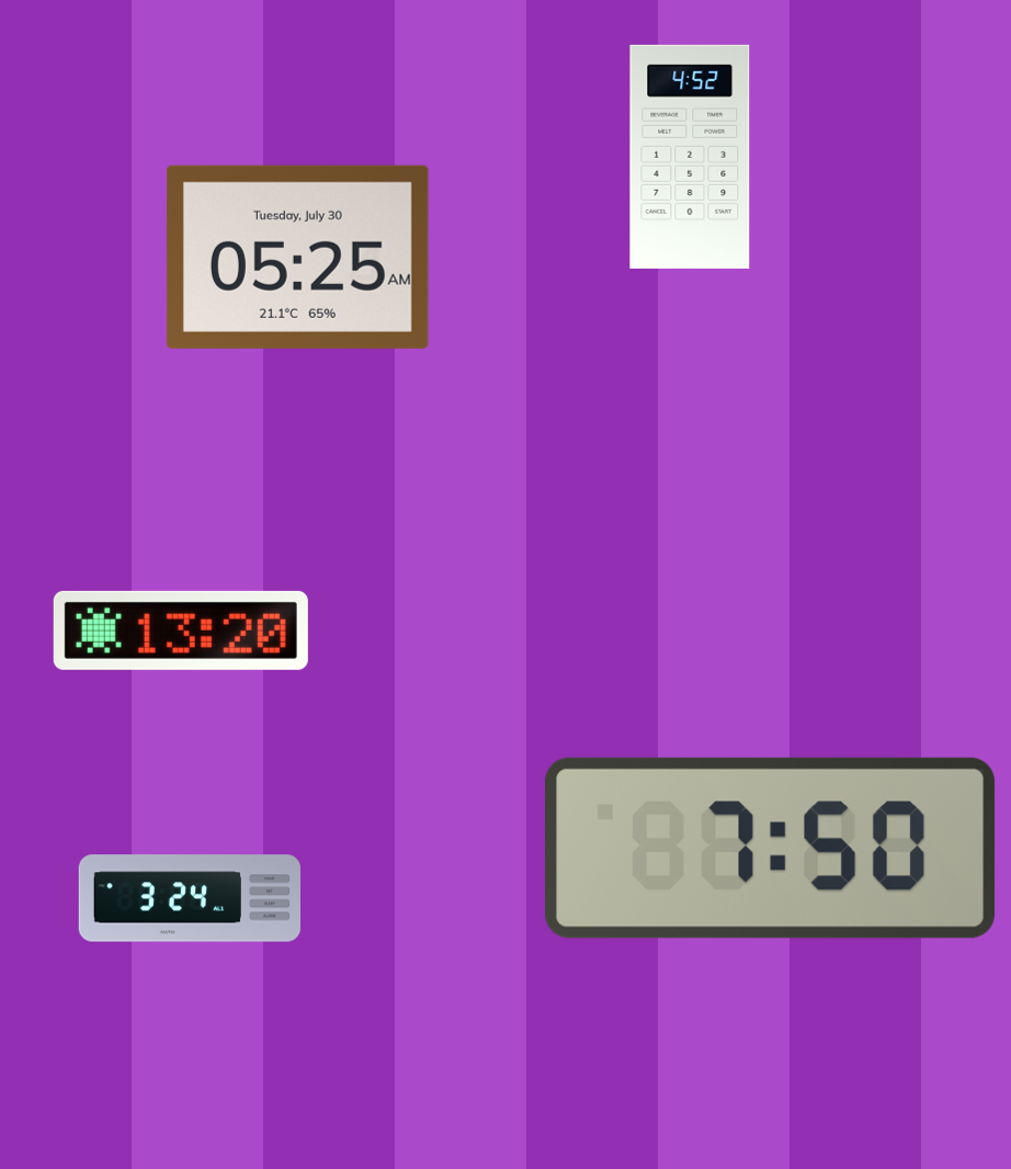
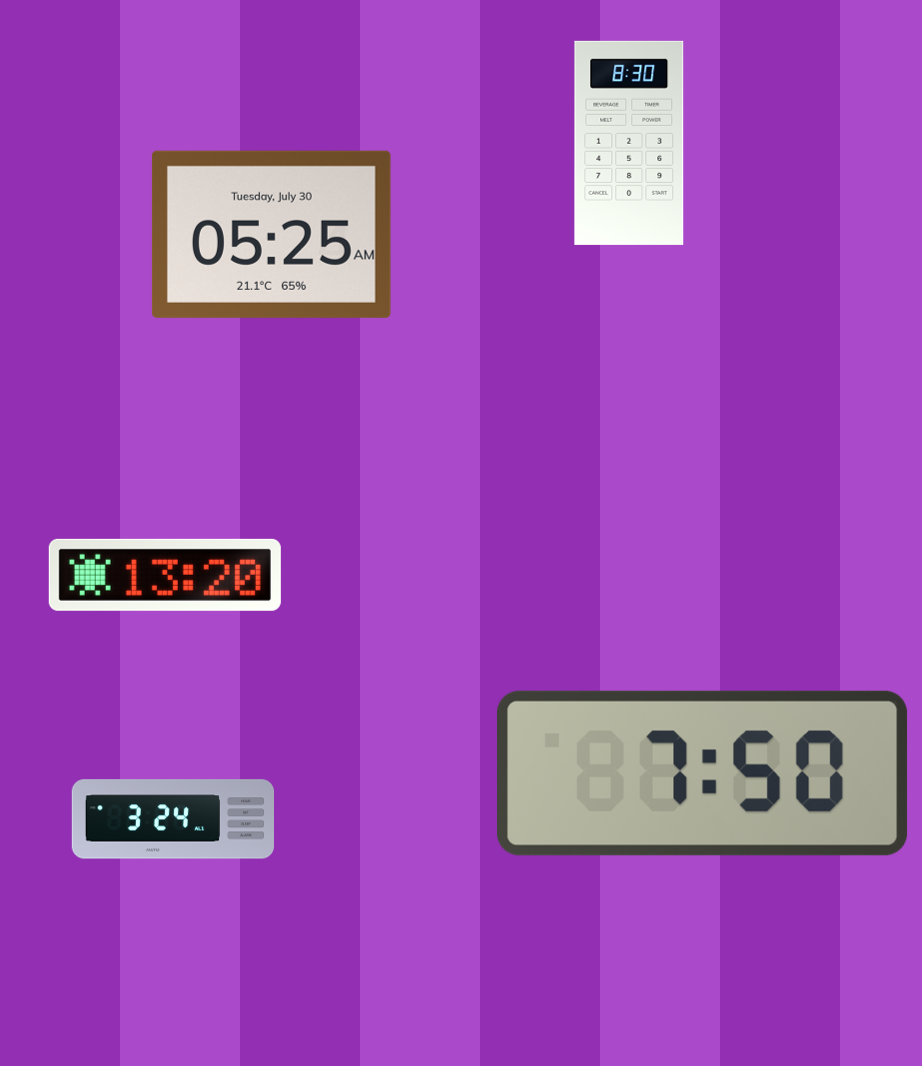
clock at (690, 157): 4:52 -> 8:30
